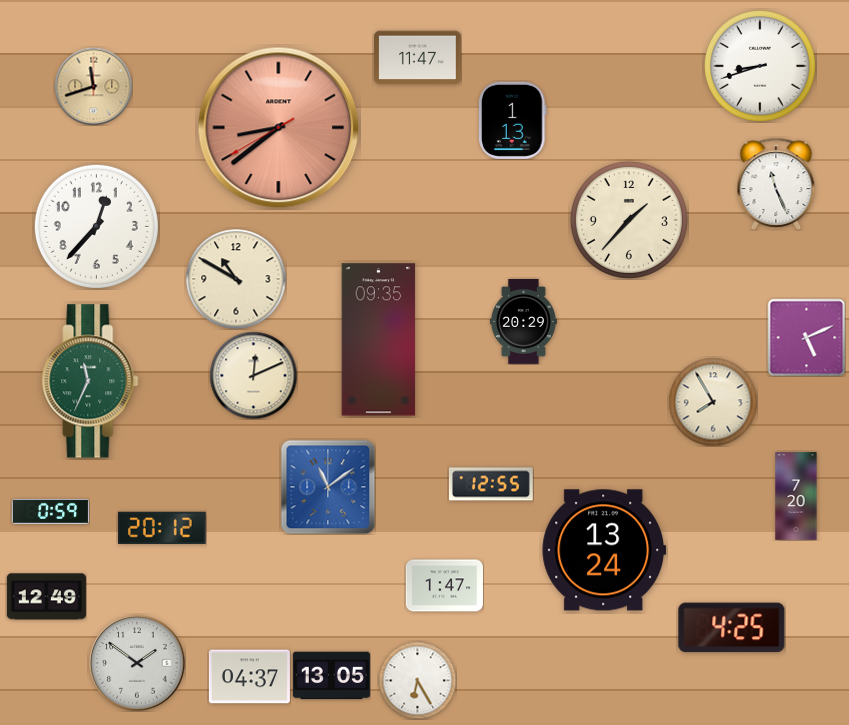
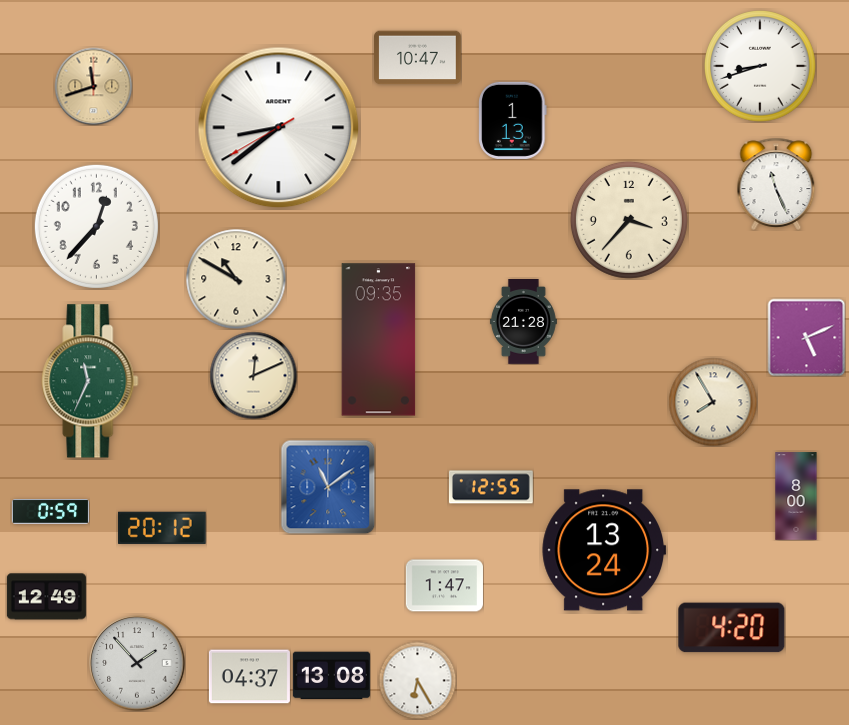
clock at (418, 58): 11:47 -> 10:47
clock at (279, 128) dial: salmon -> white
clock at (629, 220): 1:37 -> 3:37
clock at (523, 322): 20:29 -> 21:28
clock at (491, 484) position: (491, 484) -> (491, 487)
clock at (796, 496): 7:20 -> 8:00
clock at (732, 628): 4:25 -> 4:20
clock at (137, 663): 1:51 -> 1:53
clock at (331, 676): 13:05 -> 13:08
